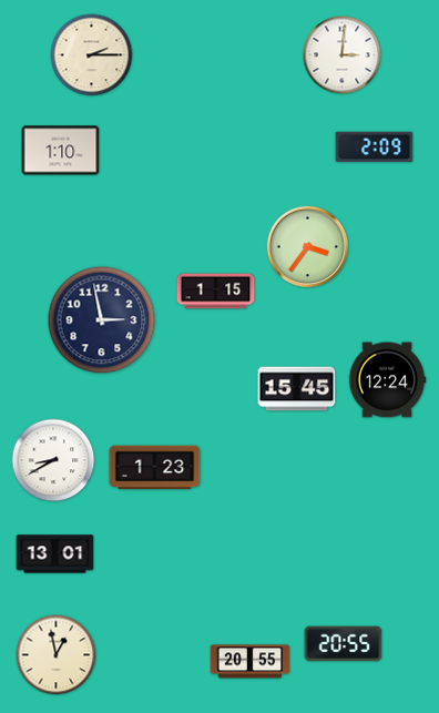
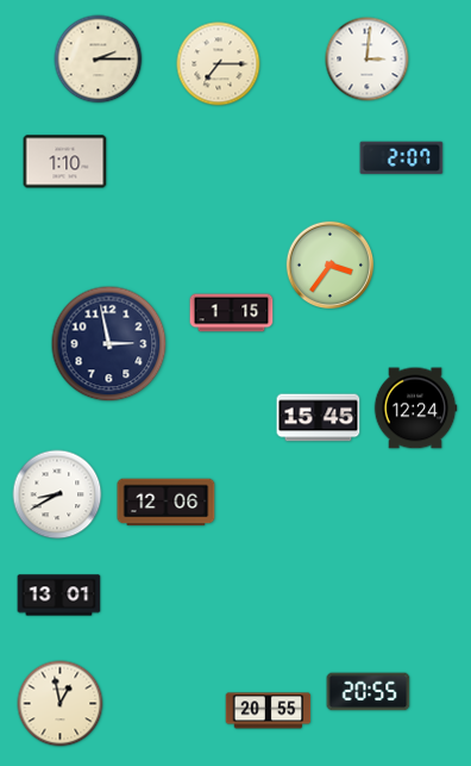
clock at (219, 64): none -> 7:15
clock at (375, 147): 2:09 -> 2:07
clock at (155, 468): 1:23 -> 12:06
